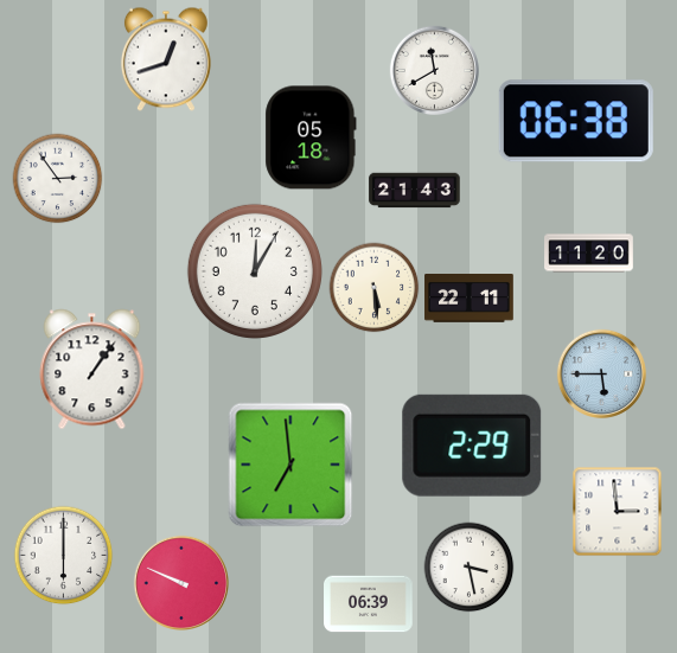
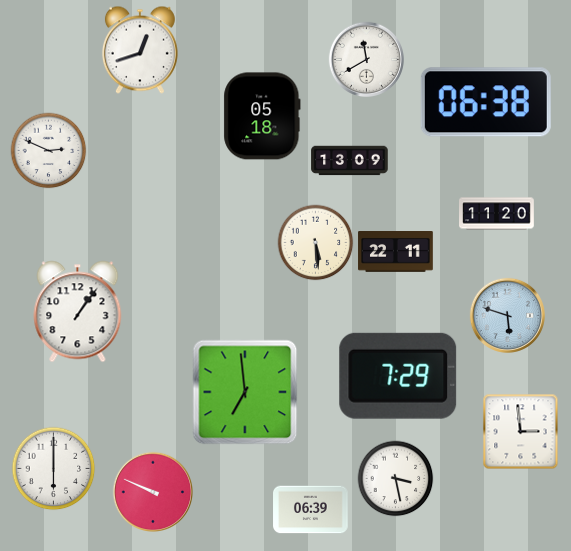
clock at (58, 179): 2:54 -> 2:49
clock at (415, 191): 21:43 -> 13:09
clock at (255, 271): 12:05 -> none
clock at (601, 373): 5:45 -> 5:48
clock at (472, 446): 2:29 -> 7:29
